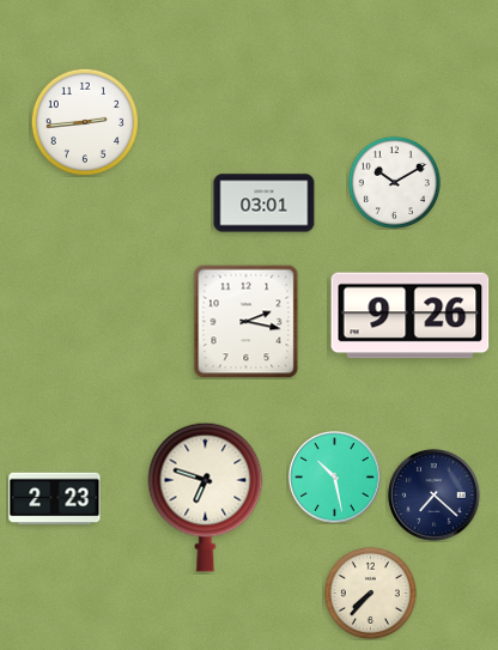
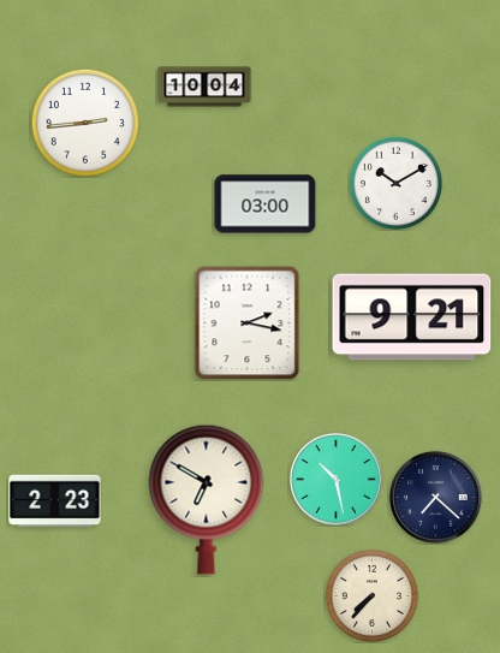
clock at (204, 87): none -> 10:04
clock at (265, 203): 03:01 -> 03:00
clock at (411, 316): 9:26 -> 9:21
clock at (206, 497): 6:48 -> 6:50
